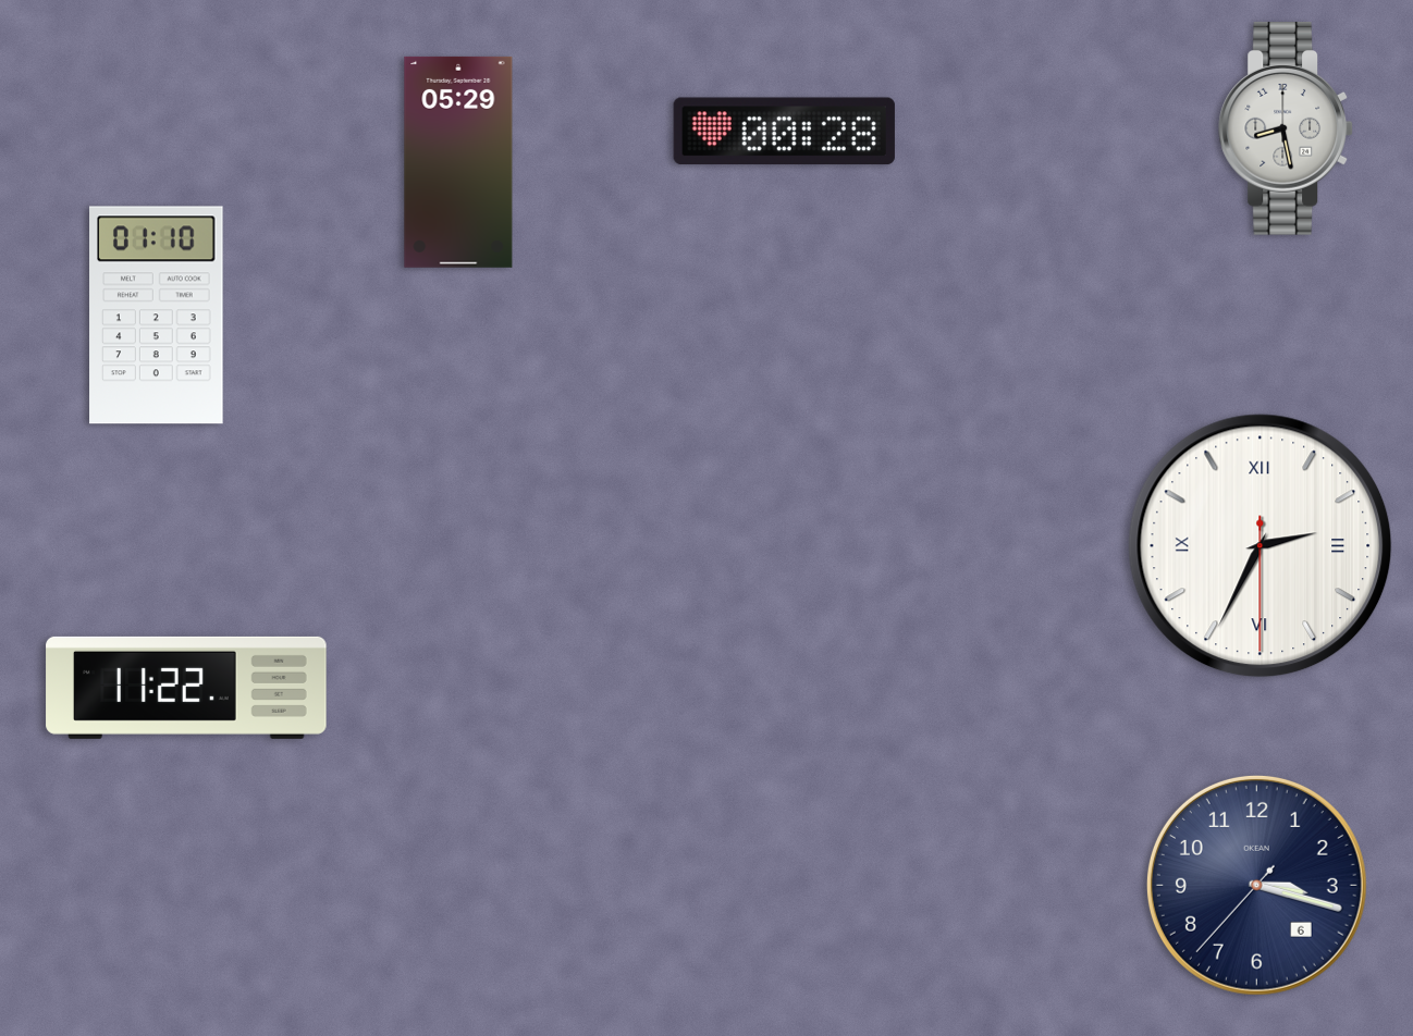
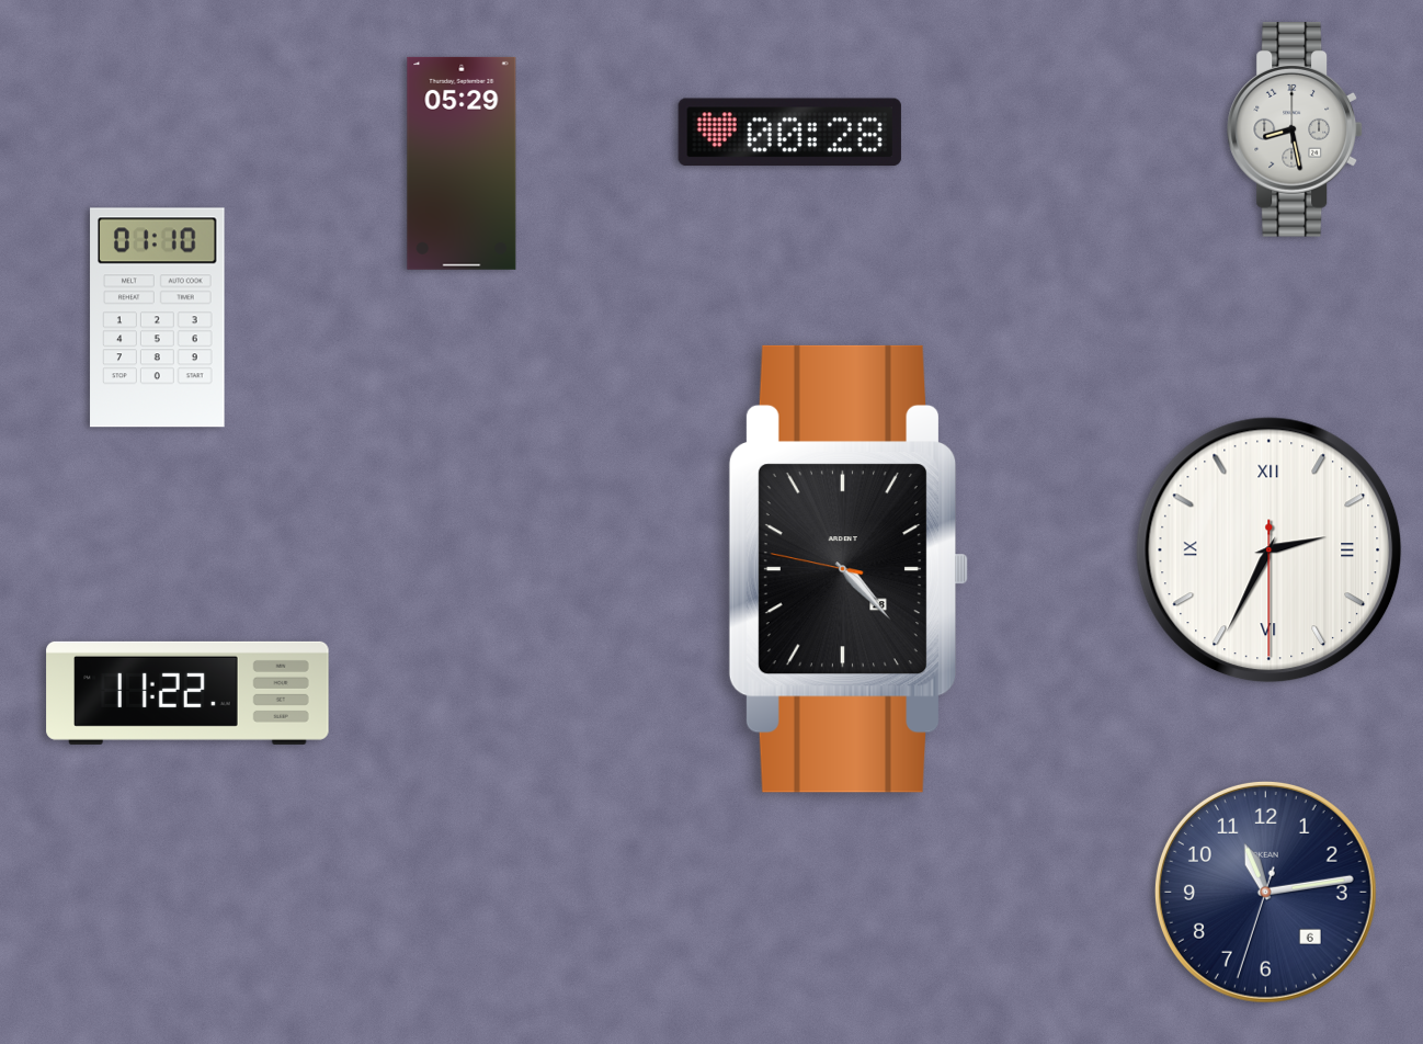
clock at (849, 569): none -> 4:22
clock at (1256, 885): 3:17 -> 11:13
